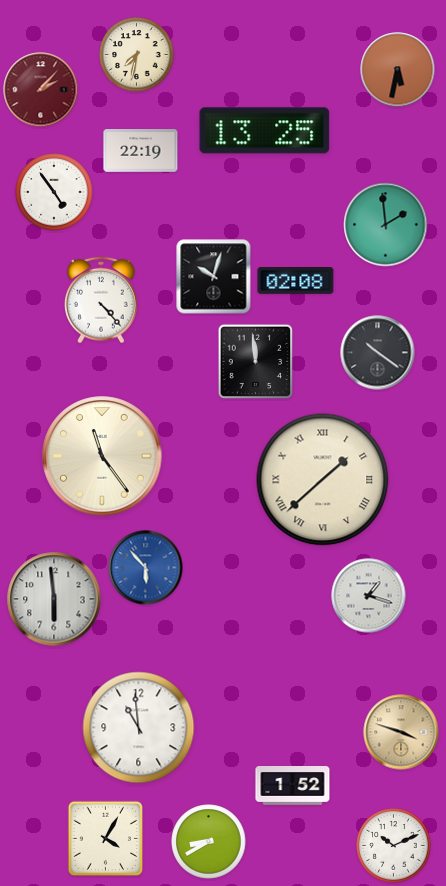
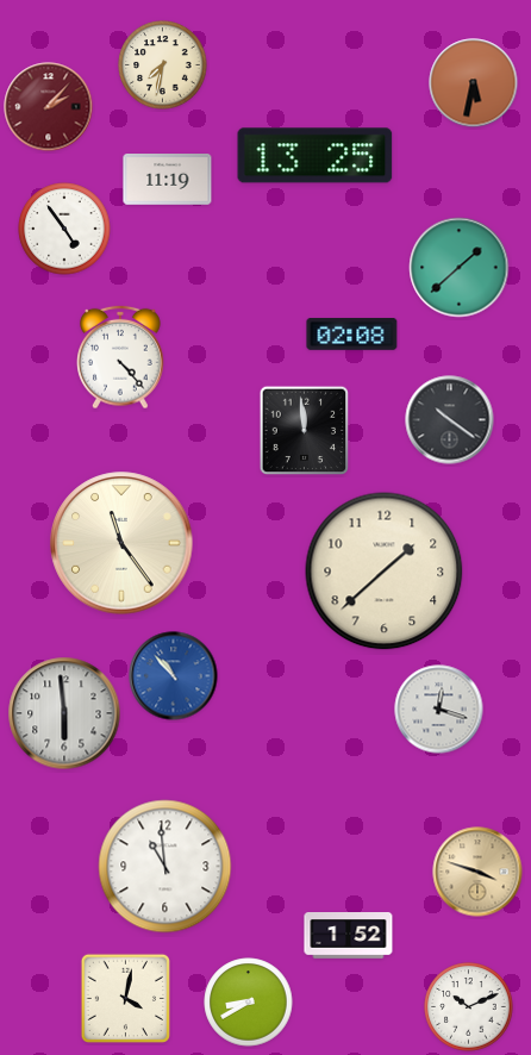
clock at (141, 151): 22:19 -> 11:19
clock at (386, 225): 1:59 -> 1:38
clock at (214, 277): 10:03 -> none
clock at (323, 480) numerals: Roman -> Arabic
clock at (146, 568): 5:53 -> 10:53
clock at (369, 596): 1:18 -> 12:18
clock at (105, 838): 4:05 -> 4:02
